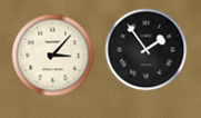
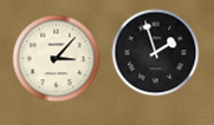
clock at (147, 50): 1:54 -> 1:57
